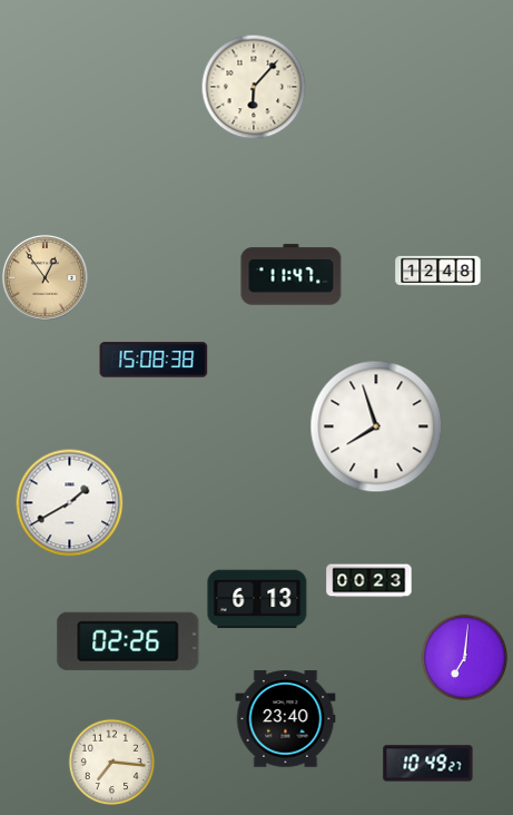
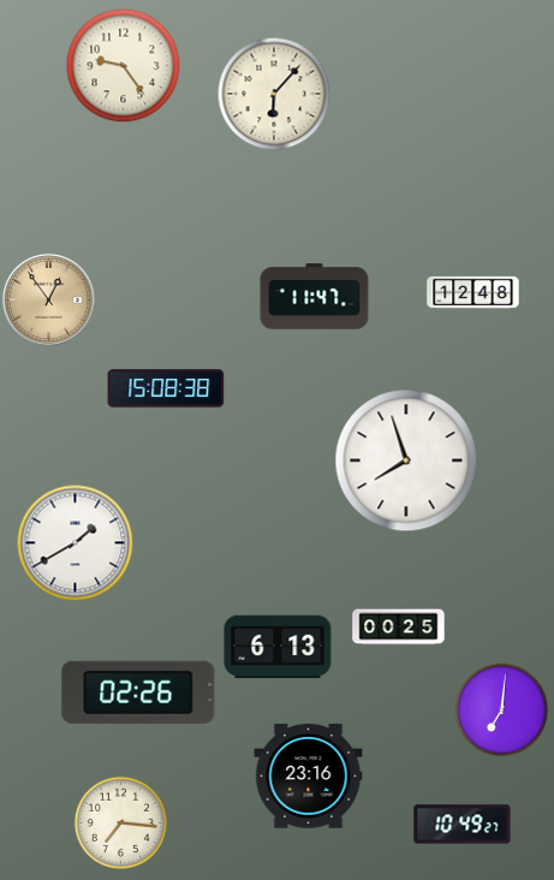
clock at (123, 65): none -> 9:24
clock at (369, 581): 00:23 -> 00:25
clock at (286, 719): 23:40 -> 23:16
